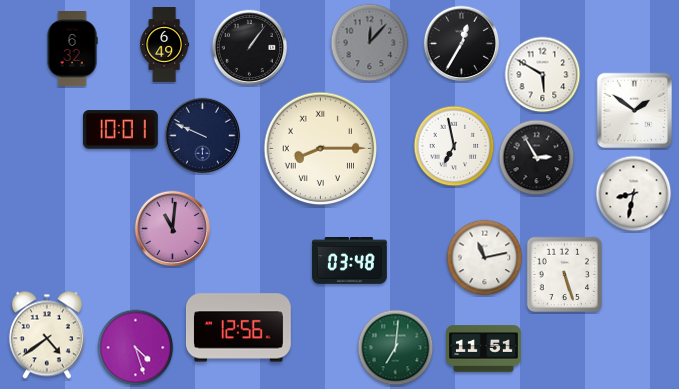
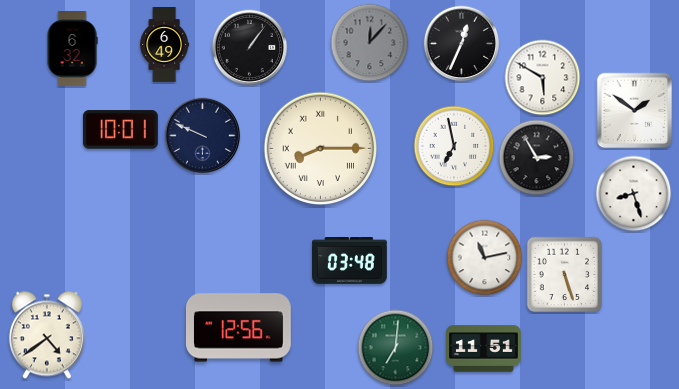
clock at (462, 44): 12:35 -> 12:34
clock at (543, 75) position: (543, 75) -> (543, 78)
clock at (634, 194): 8:32 -> 8:27
clock at (173, 229): 11:01 -> none
clock at (136, 348): 4:27 -> none
